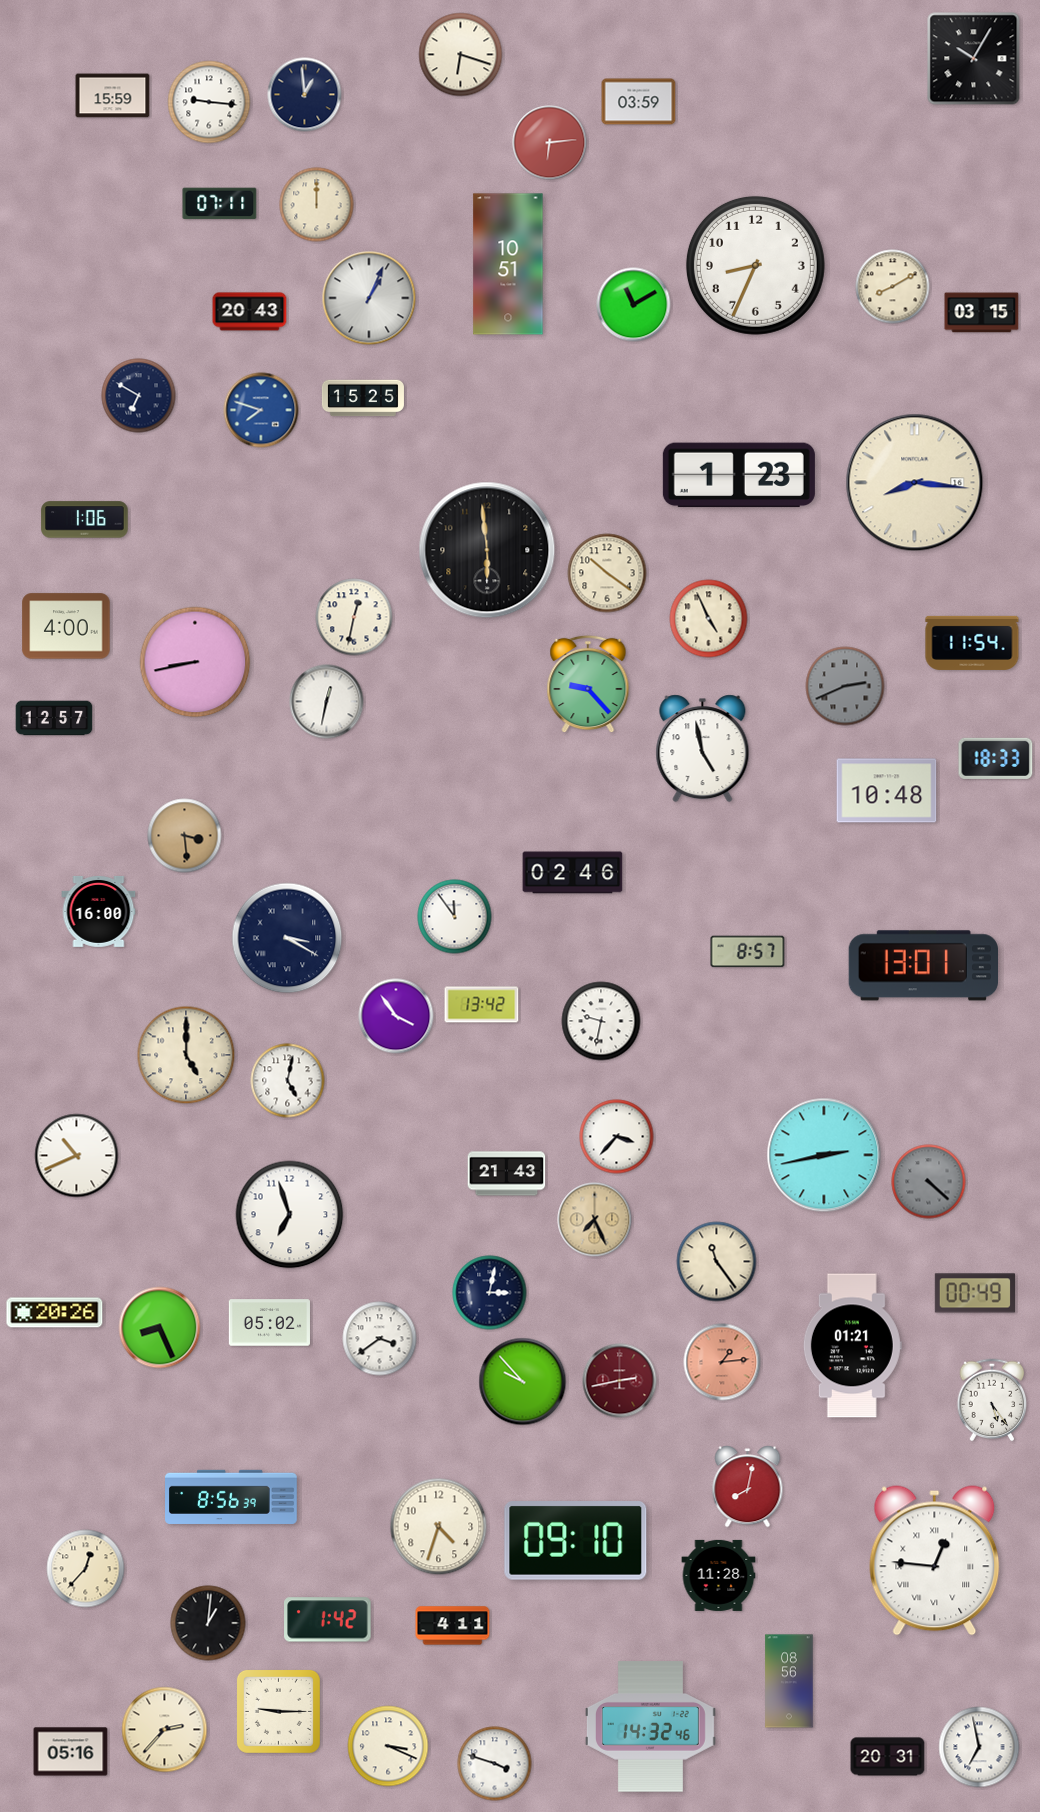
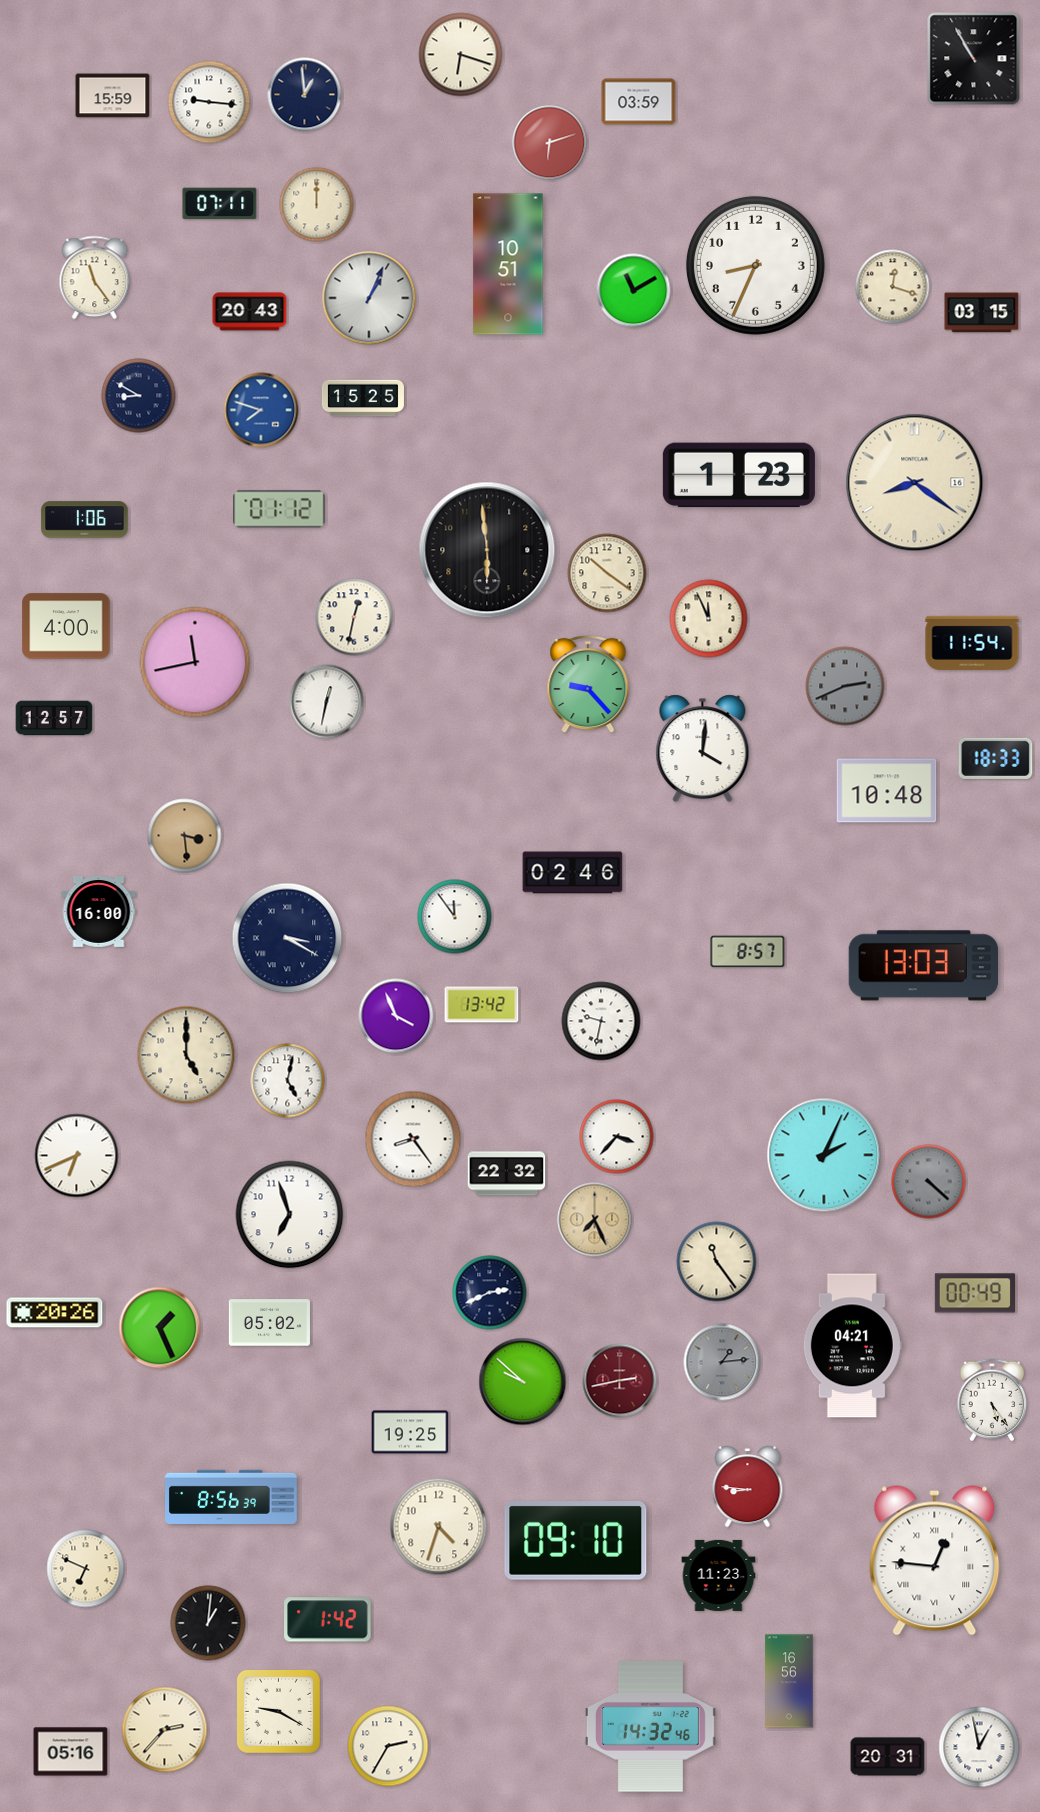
clock at (974, 59): 10:05 -> 10:55
clock at (550, 143): 6:14 -> 6:12
clock at (95, 278): none -> 11:24
clock at (893, 287): 8:10 -> 12:18
clock at (634, 305) position: (634, 305) -> (634, 291)
clock at (139, 396): 6:50 -> 8:50
clock at (915, 483): 8:16 -> 8:21
clock at (279, 509): none -> 01:12
clock at (709, 619): 4:56 -> 11:56
clock at (195, 662): 8:43 -> 11:43
clock at (703, 749): 4:58 -> 4:01
clock at (923, 966): 13:01 -> 13:03
clock at (396, 1016): 3:54 -> 3:56
clock at (413, 1139): none -> 8:24
clock at (824, 1155): 2:43 -> 2:04
clock at (77, 1156): 10:41 -> 6:41
clock at (507, 1174): 21:43 -> 22:32
clock at (490, 1293): 3:02 -> 2:41
clock at (160, 1328): 8:26 -> 1:26
clock at (380, 1339): 3:39 -> none
clock at (852, 1346): 01:21 -> 04:21
clock at (722, 1362) dial: salmon -> grey
clock at (523, 1382): 9:53 -> 9:52
clock at (410, 1432): none -> 19:25
clock at (748, 1487): 8:02 -> 8:46
clock at (86, 1569): 12:37 -> 6:49
clock at (719, 1575): 11:28 -> 11:23
clock at (453, 1626): 4:11 -> none
clock at (789, 1681): 08:56 -> 16:56
clock at (278, 1711): 9:15 -> 9:20
clock at (388, 1746): 3:19 -> 2:35
clock at (979, 1747): 6:58 -> 12:58
clock at (495, 1764): 3:48 -> none
